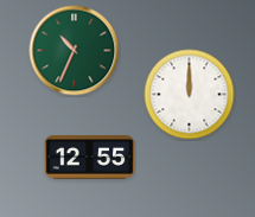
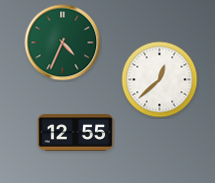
clock at (75, 51): 10:34 -> 4:34
clock at (190, 95): 12:00 -> 12:38
